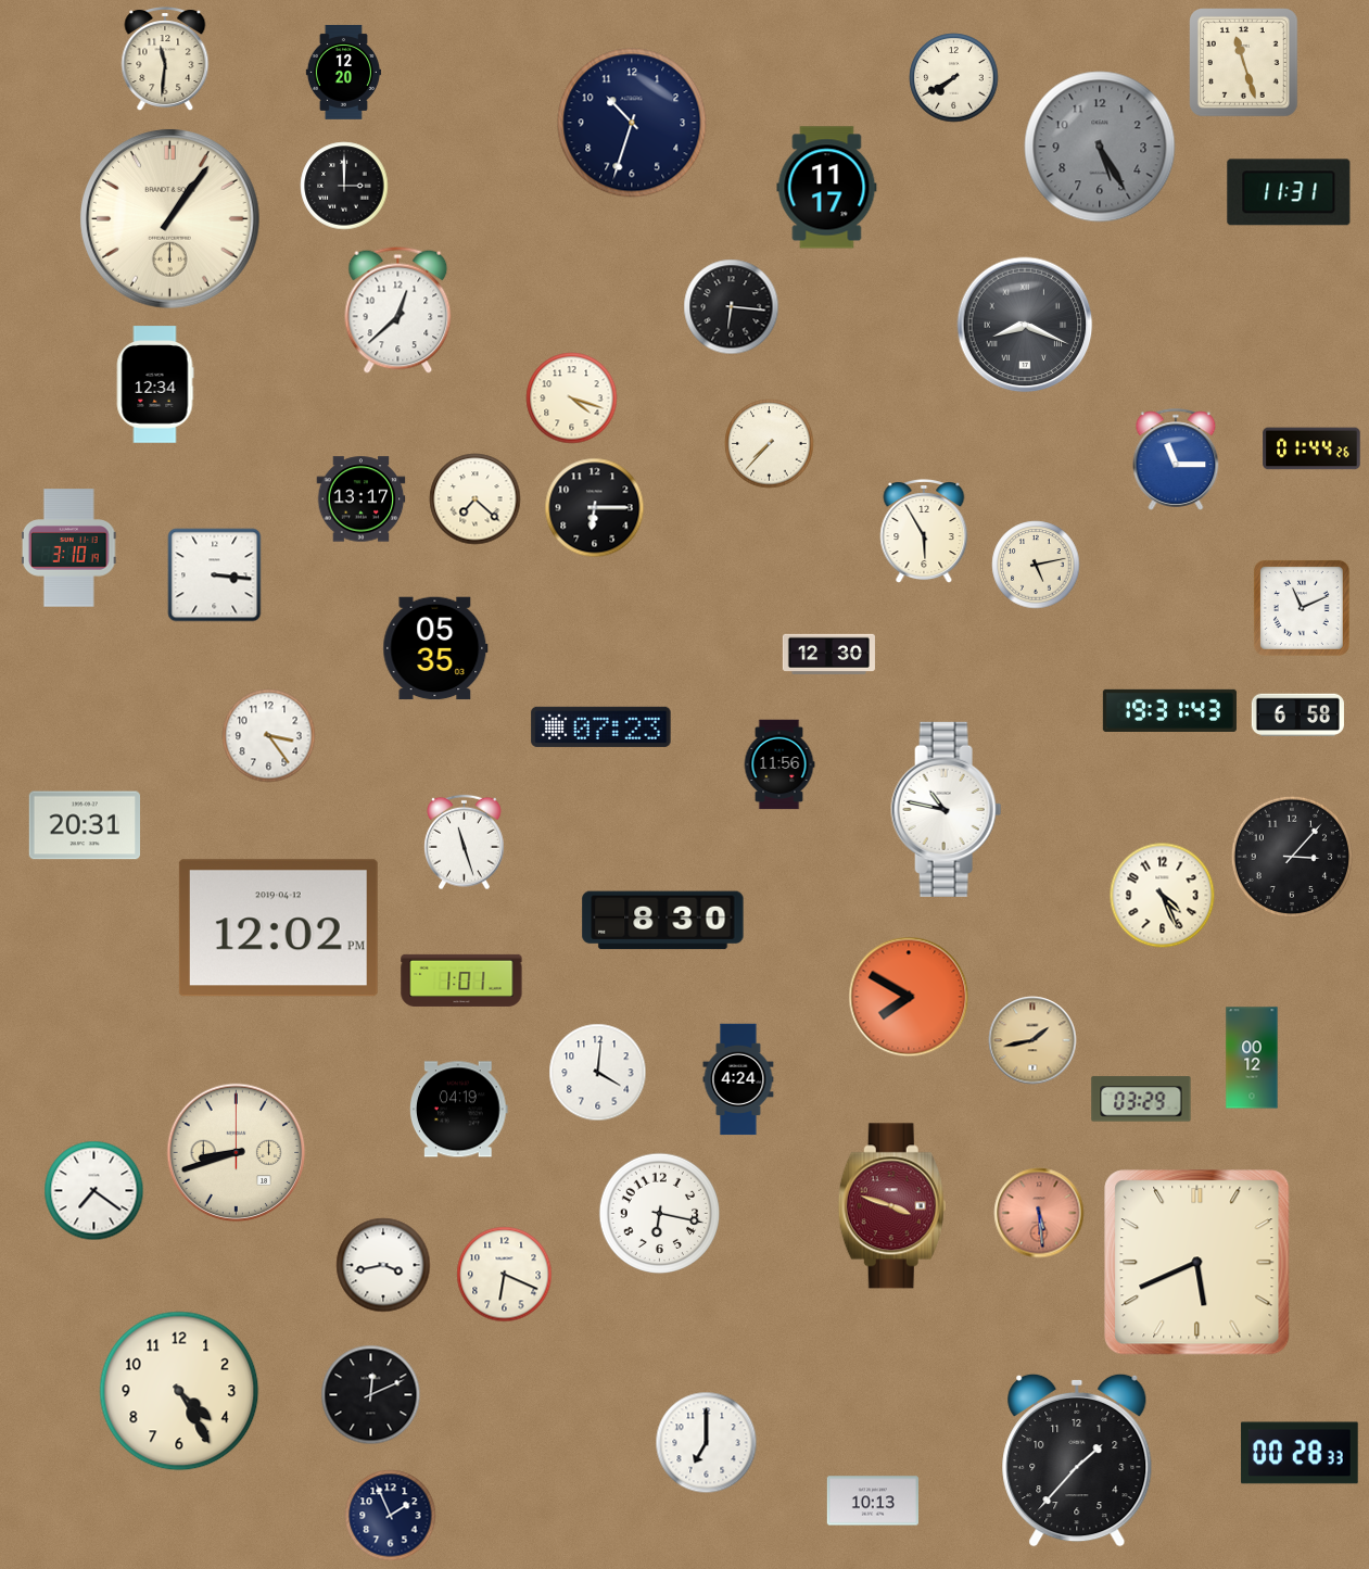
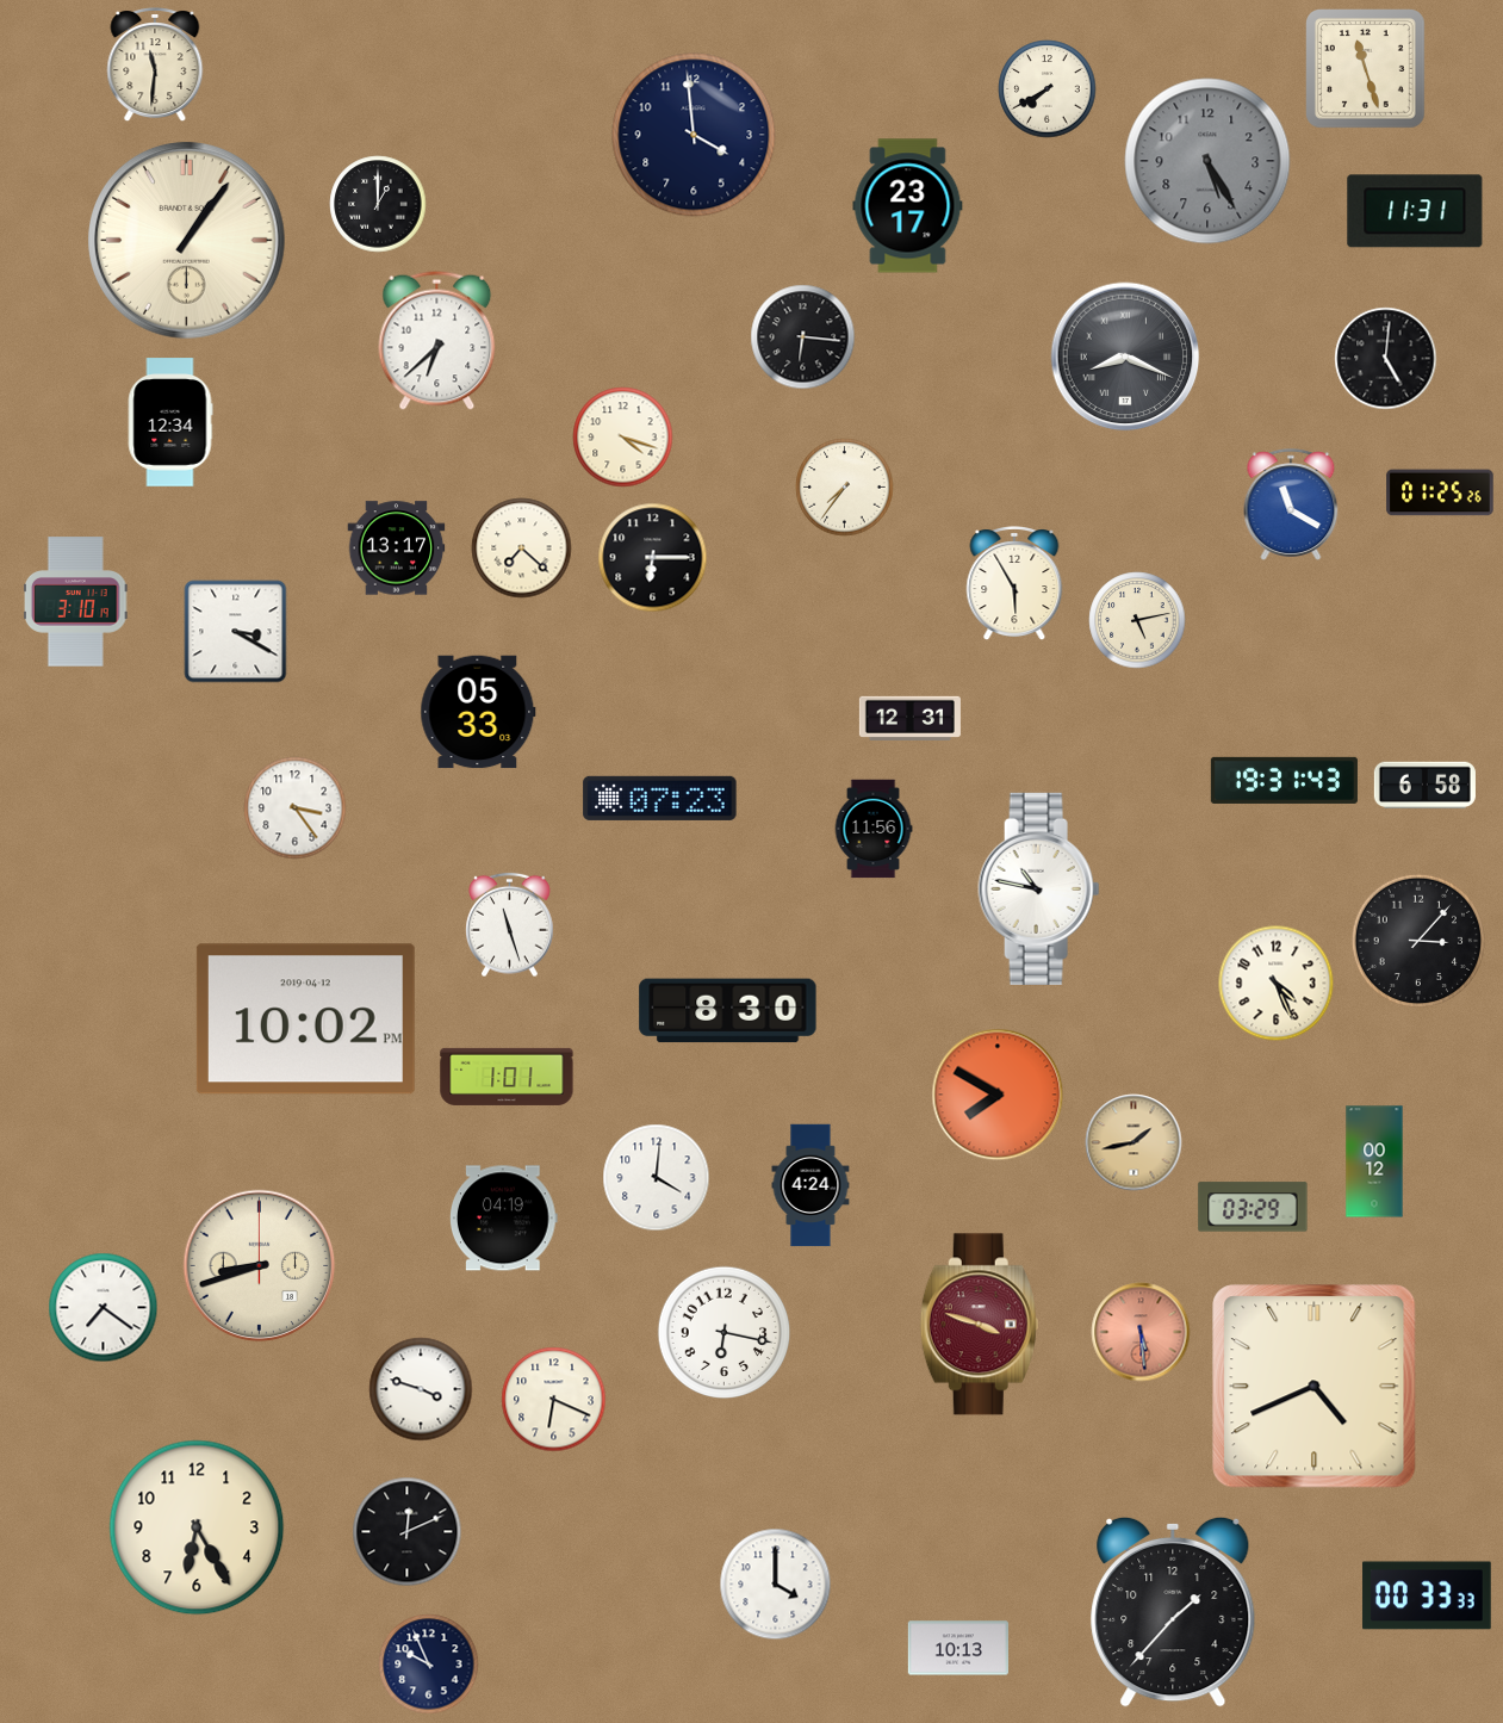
clock at (165, 60) position: (165, 60) -> (155, 66)
clock at (343, 72): 12:20 -> none
clock at (954, 78) position: (954, 78) -> (1048, 89)
clock at (632, 123): 10:33 -> 3:59
clock at (344, 186): 3:00 -> 1:00
clock at (827, 188): 11:17 -> 23:17
clock at (398, 309): 12:38 -> 6:38
clock at (1386, 359): none -> 5:01
clock at (572, 398) position: (572, 398) -> (623, 438)
clock at (770, 444): 7:37 -> 7:36
clock at (1311, 448): 01:44 -> 01:25
clock at (1176, 459): 11:15 -> 11:20
clock at (215, 575): 3:16 -> 3:20
clock at (1302, 608): 11:11 -> none
clock at (435, 648): 05:35 -> 05:33
clock at (828, 654): 12:30 -> 12:31
clock at (779, 764) position: (779, 764) -> (874, 829)
clock at (84, 825): 20:31 -> none
clock at (278, 928): 12:02 -> 10:02
clock at (1197, 1263): 5:41 -> 4:41
clock at (383, 1265): 3:43 -> 3:48
clock at (179, 1391): 4:25 -> 6:25
clock at (707, 1443): 7:00 -> 4:00
clock at (1300, 1453): 00:28 -> 00:33
clock at (1077, 1460) position: (1077, 1460) -> (1173, 1612)
clock at (391, 1516): 1:56 -> 9:56
